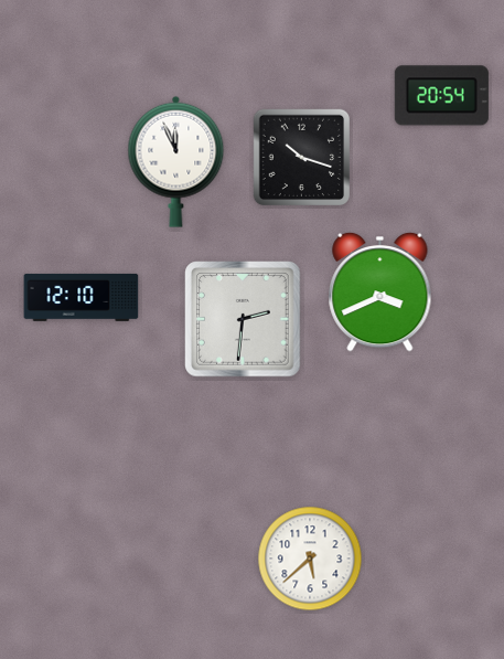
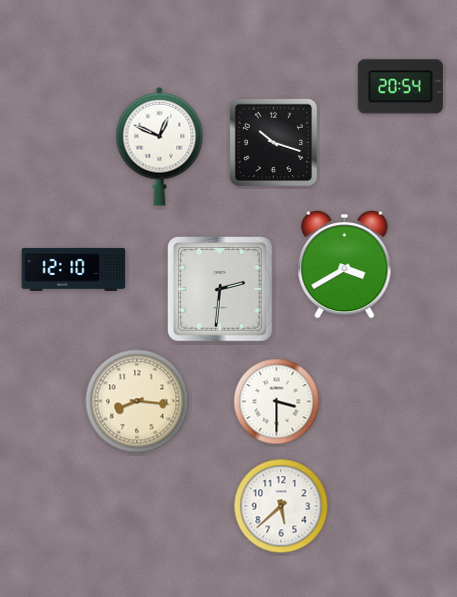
clock at (176, 161): 11:56 -> 12:49
clock at (380, 291): 3:41 -> 3:40
clock at (137, 401): none -> 8:16
clock at (277, 402): none -> 3:30
